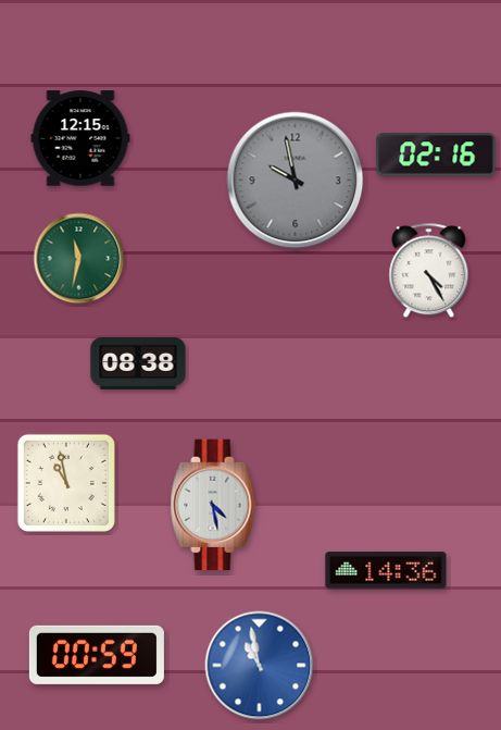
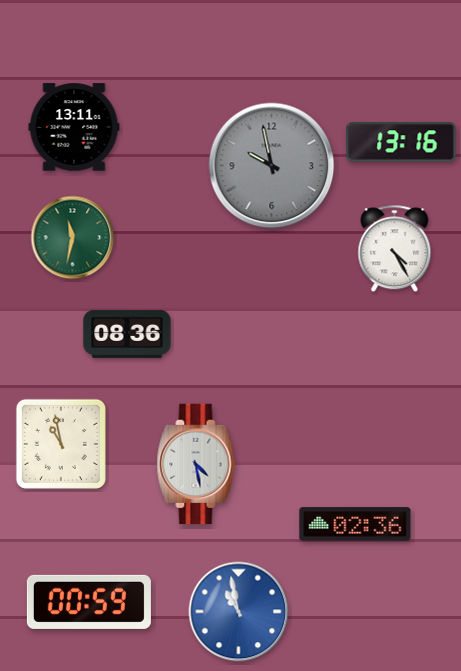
clock at (80, 138): 12:15 -> 13:11
clock at (436, 154): 02:16 -> 13:16
clock at (138, 363): 08:38 -> 08:36
clock at (386, 570): 14:36 -> 02:36
